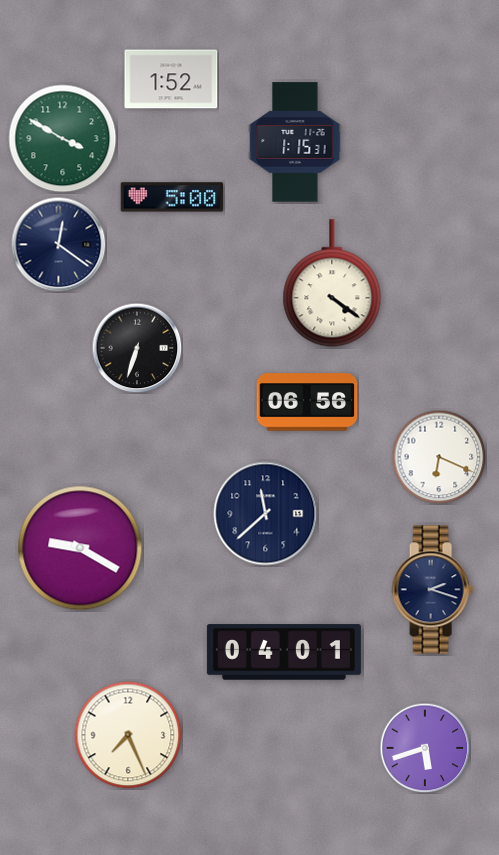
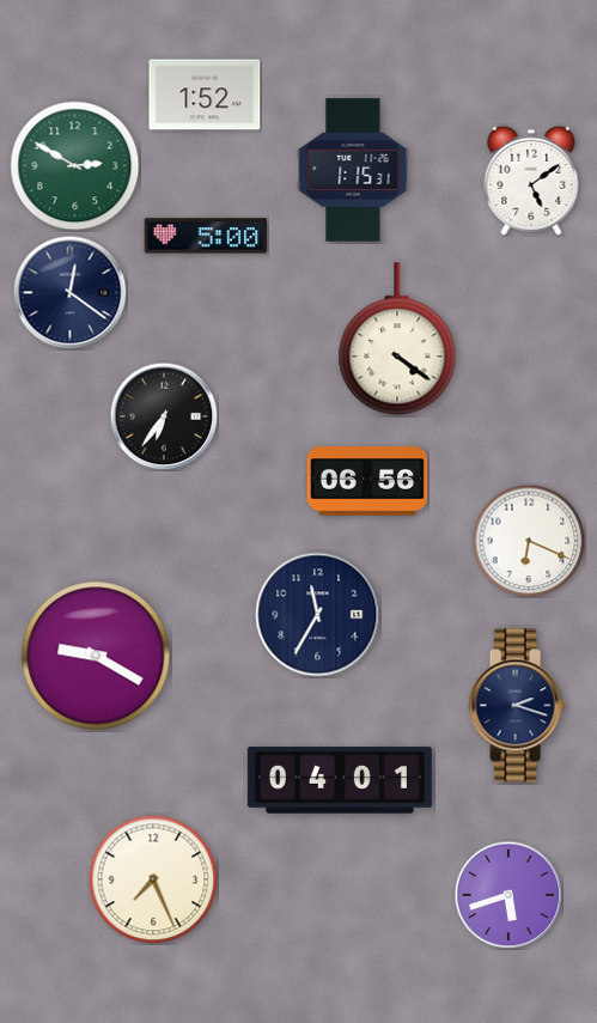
clock at (63, 139): 3:50 -> 2:50
clock at (531, 181): none -> 5:09
clock at (137, 348): 6:33 -> 6:36
clock at (439, 457) position: (439, 457) -> (529, 541)
clock at (266, 514): 11:38 -> 11:35
